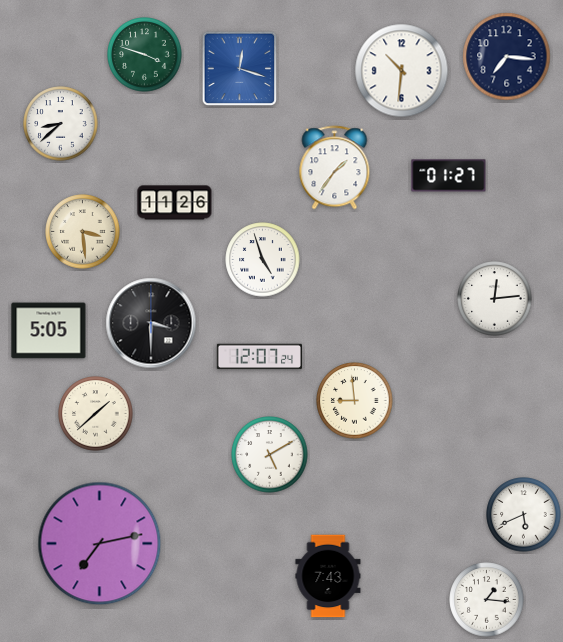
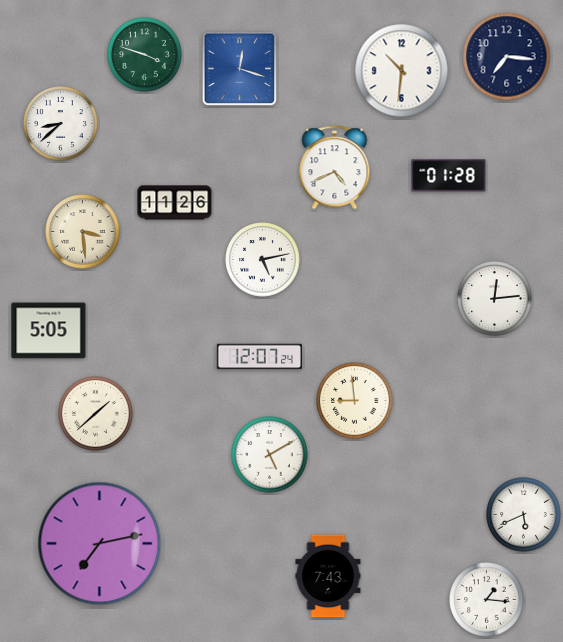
clock at (335, 168): 1:36 -> 4:41
clock at (449, 176): 01:27 -> 01:28
clock at (263, 260): 4:57 -> 5:13
clock at (151, 323): 3:30 -> none
